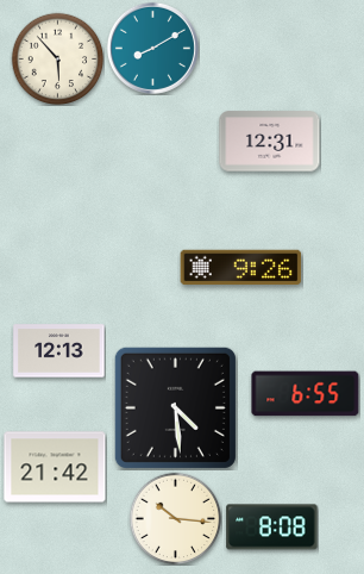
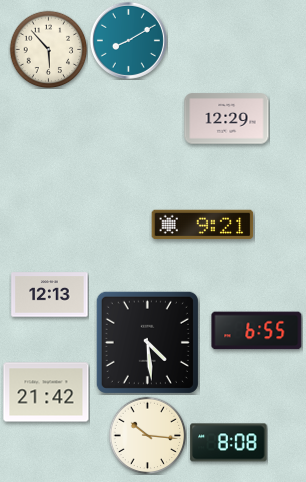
clock at (270, 142): 12:31 -> 12:29
clock at (241, 268): 9:26 -> 9:21
